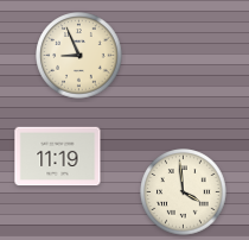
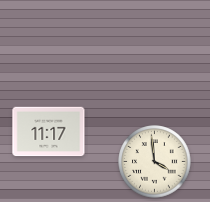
clock at (79, 56): 8:56 -> none
clock at (58, 157): 11:19 -> 11:17
